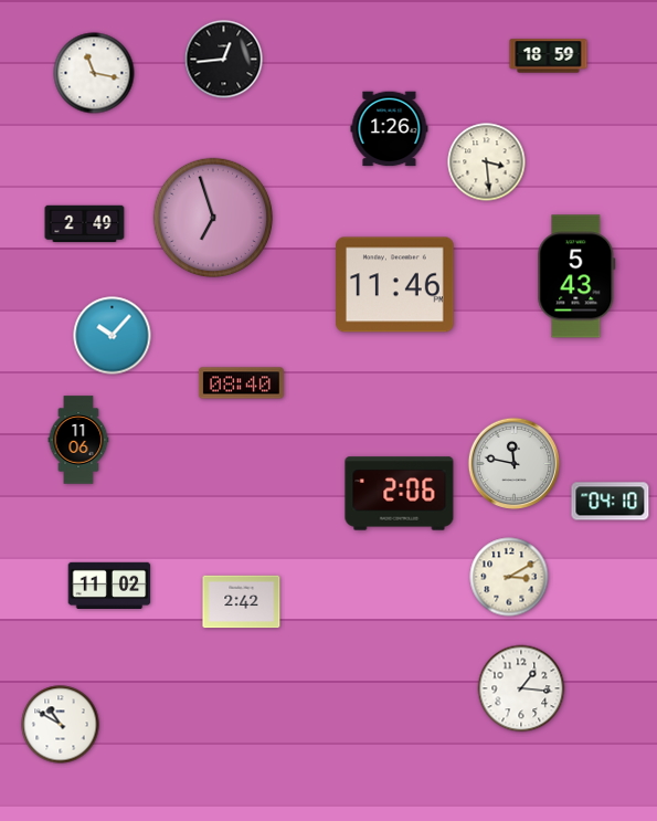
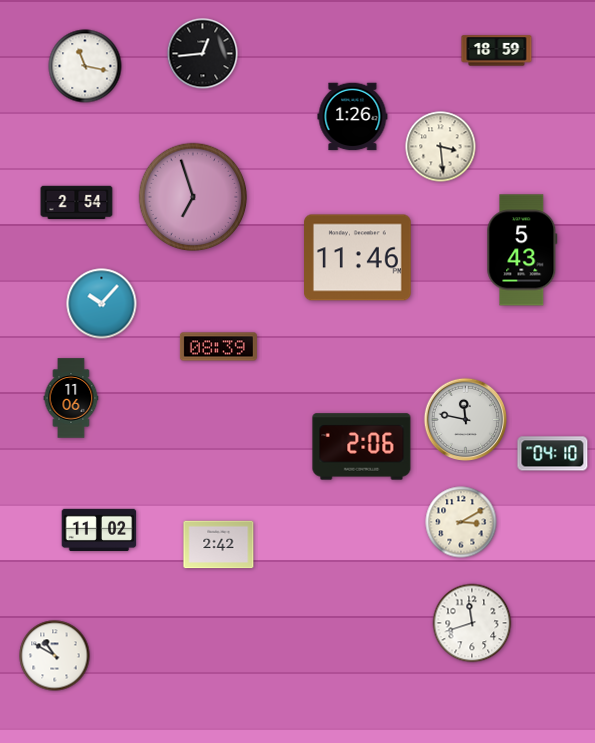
clock at (85, 224): 2:49 -> 2:54
clock at (241, 383): 08:40 -> 08:39
clock at (521, 688): 1:16 -> 11:42
